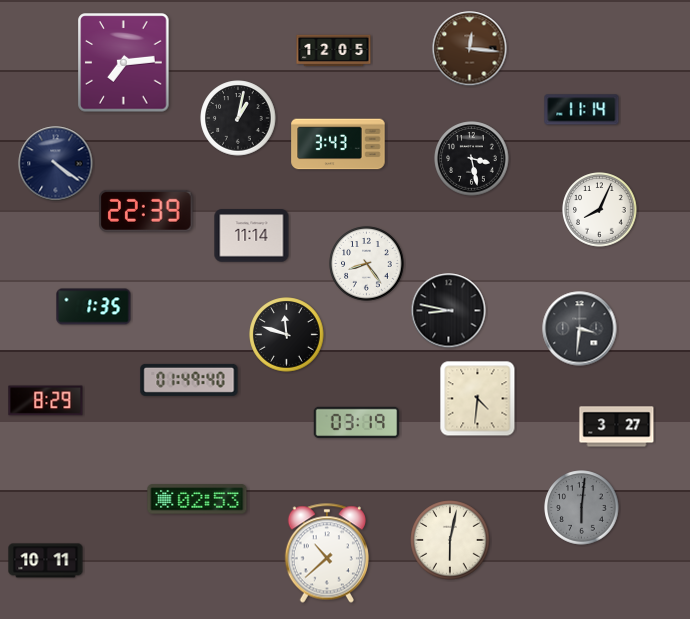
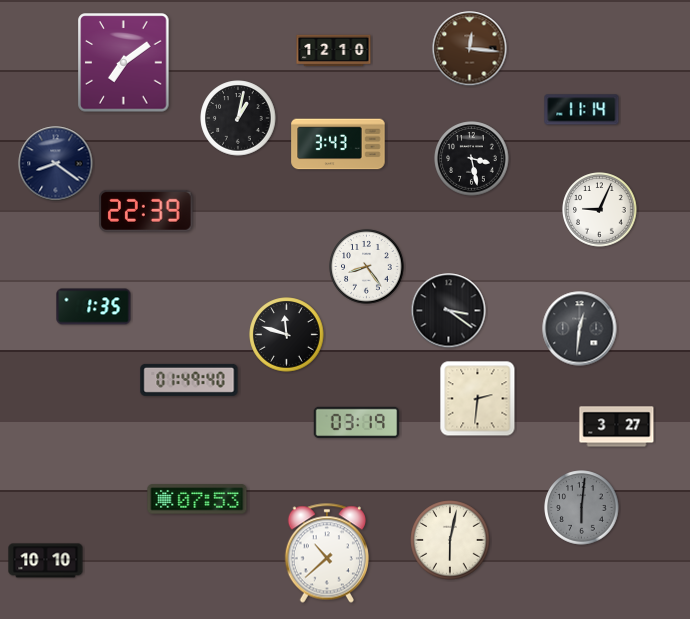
clock at (334, 51): 12:05 -> 12:10
clock at (124, 63): 7:14 -> 7:09
clock at (56, 164): 4:21 -> 8:21
clock at (600, 210): 8:04 -> 9:04
clock at (252, 236): 11:14 -> none
clock at (367, 264) position: (367, 264) -> (367, 267)
clock at (449, 311): 8:47 -> 3:21
clock at (580, 329): 3:31 -> 12:31
clock at (478, 399): 4:31 -> 2:31
clock at (46, 401): 8:29 -> none
clock at (197, 499): 02:53 -> 07:53
clock at (46, 561): 10:11 -> 10:10
